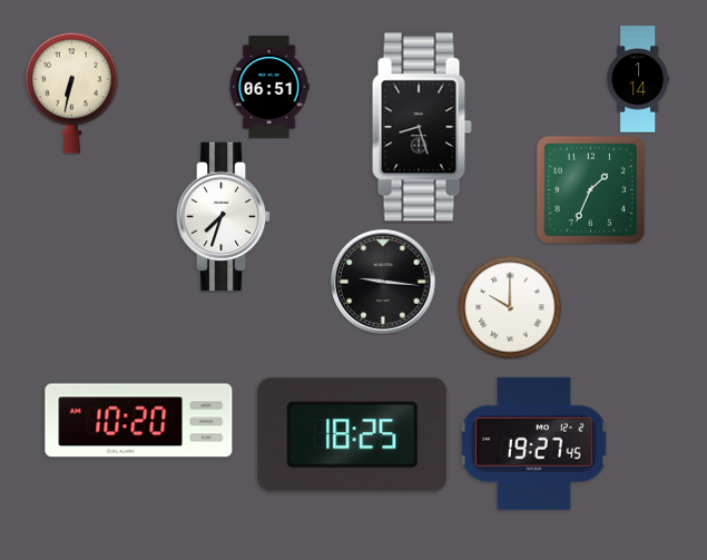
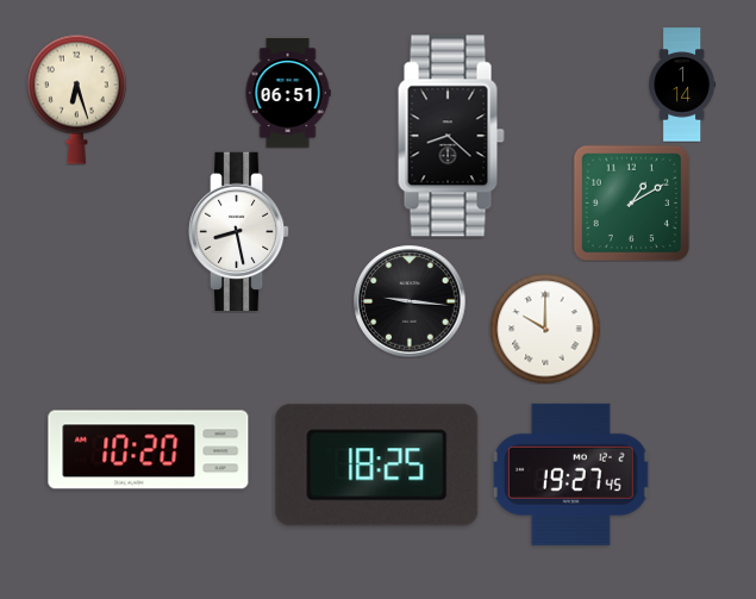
clock at (71, 92): 6:32 -> 6:27
clock at (422, 127): 8:27 -> 8:22
clock at (590, 189): 1:34 -> 1:10
clock at (224, 216): 7:33 -> 8:28
